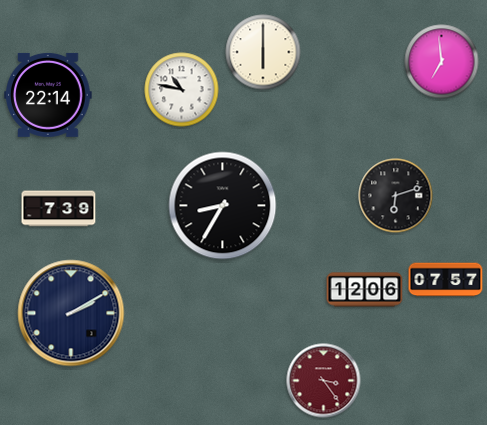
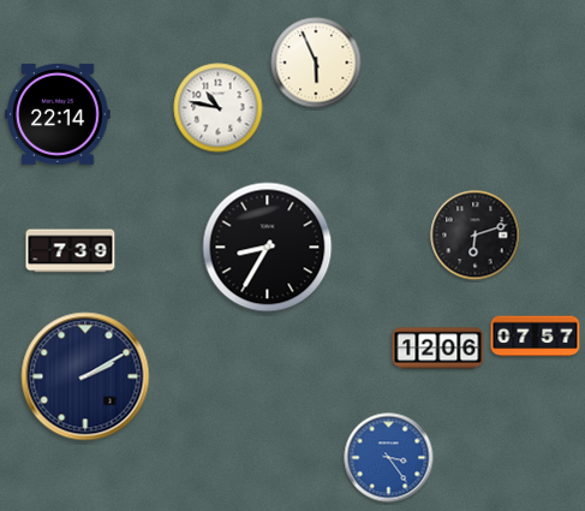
clock at (263, 52): 6:00 -> 5:56
clock at (442, 62): 6:59 -> none
clock at (324, 381) dial: burgundy -> blue
